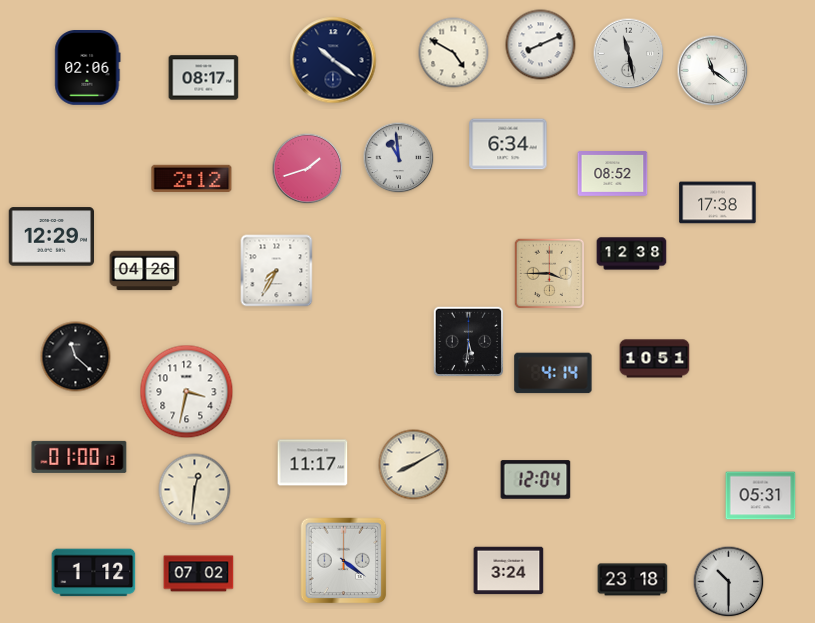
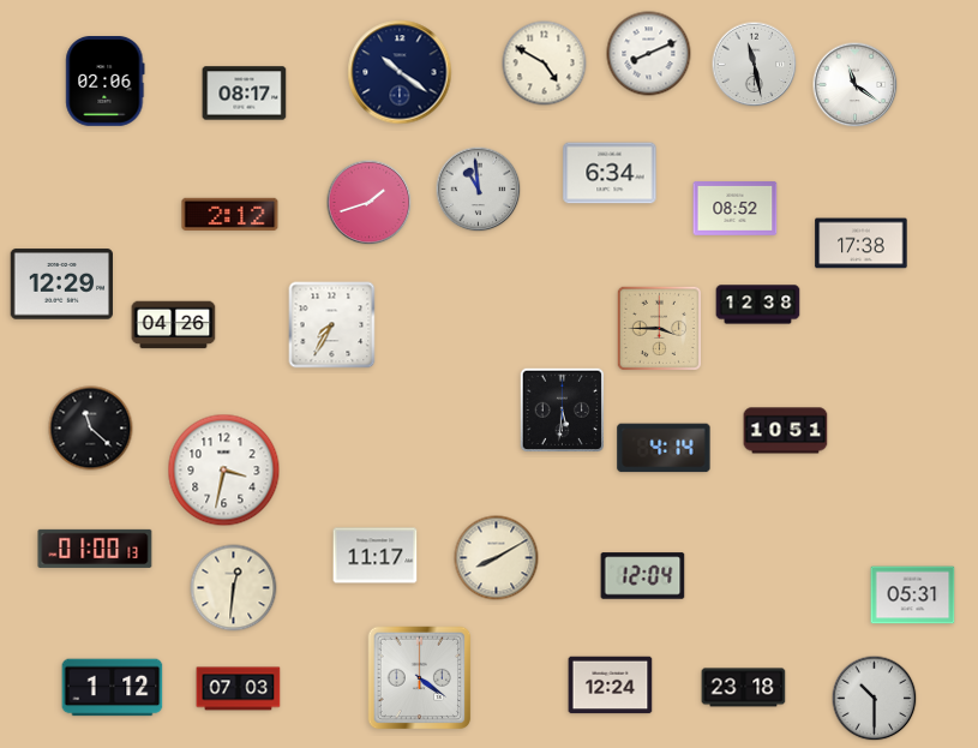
clock at (344, 561) position: (344, 561) -> (420, 678)
clock at (509, 571): 3:24 -> 12:24
clock at (199, 574): 07:02 -> 07:03
clock at (633, 580) position: (633, 580) -> (744, 688)
